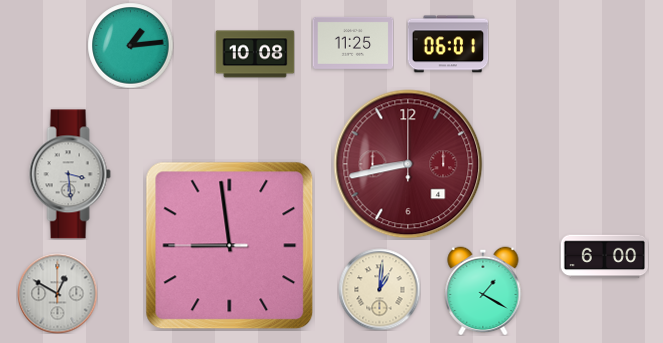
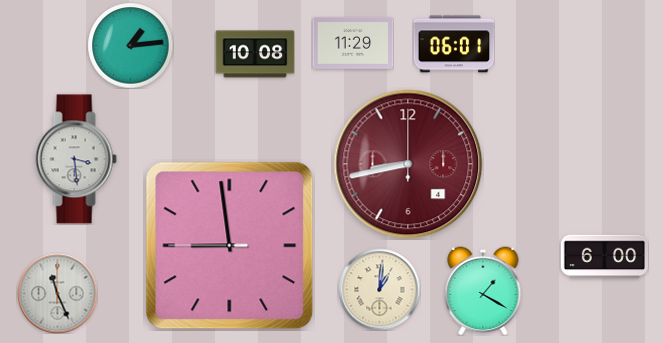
clock at (353, 43): 11:25 -> 11:29
clock at (448, 44) position: (448, 44) -> (454, 44)
clock at (70, 174) position: (70, 174) -> (76, 159)
clock at (57, 293): 12:50 -> 11:26
